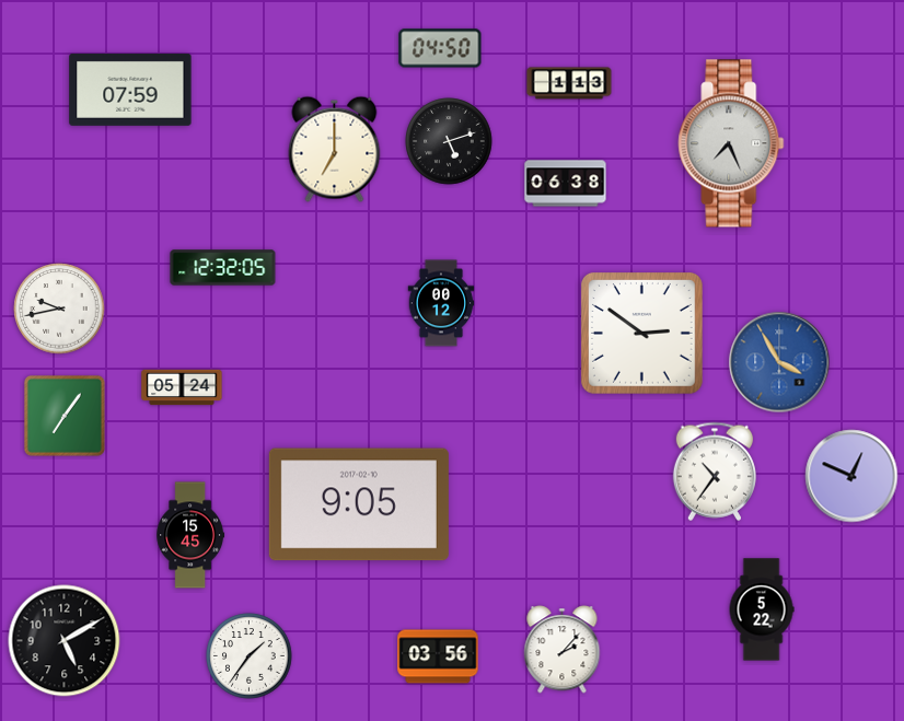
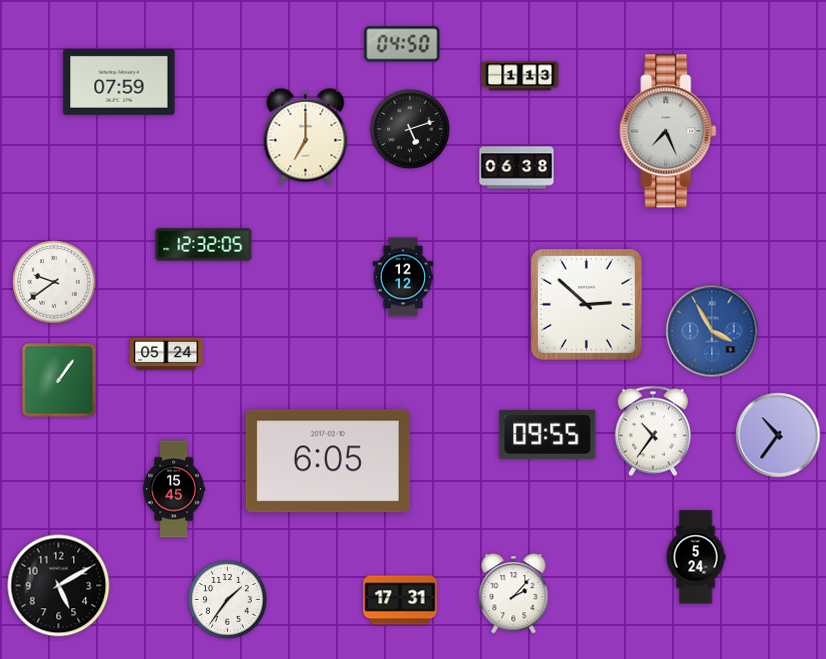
clock at (441, 303): 00:12 -> 12:12
clock at (59, 309): 9:43 -> 9:39
clock at (642, 334): 2:51 -> 2:52
clock at (65, 416): 7:06 -> 1:06
clock at (548, 434): none -> 09:55
clock at (851, 476): 12:49 -> 10:36
clock at (359, 504): 9:05 -> 6:05
clock at (762, 609): 5:22 -> 5:24
clock at (438, 656): 03:56 -> 17:31
